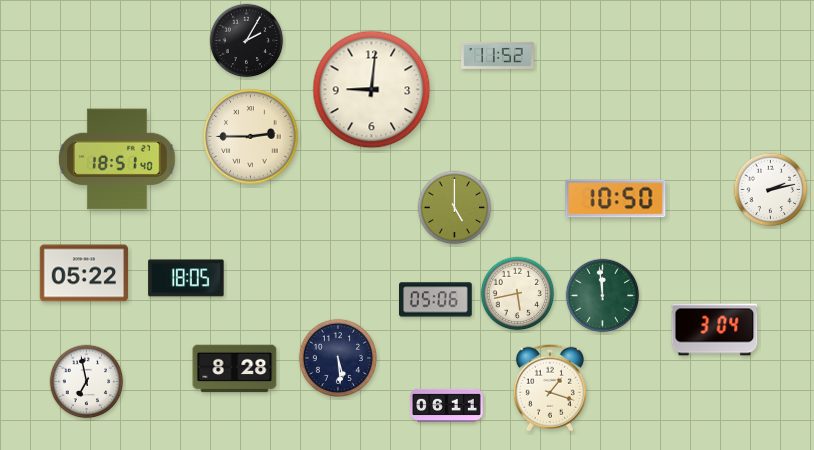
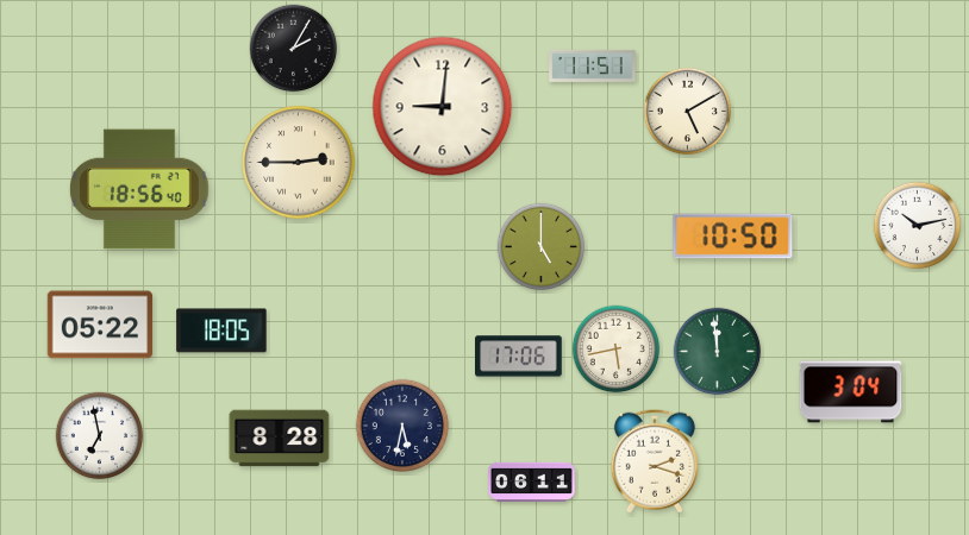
clock at (498, 55): 11:52 -> 11:51
clock at (688, 112): none -> 5:10
clock at (117, 159): 18:51 -> 18:56
clock at (771, 190): 2:13 -> 10:13
clock at (436, 300): 05:06 -> 17:06
clock at (337, 357): 5:29 -> 5:32
clock at (87, 382) position: (87, 382) -> (100, 436)
clock at (550, 388): 1:18 -> 2:18
